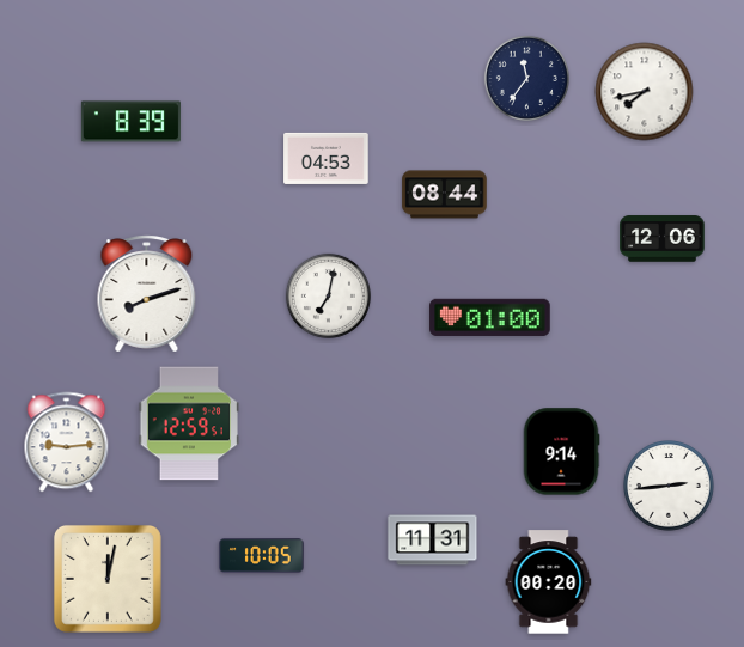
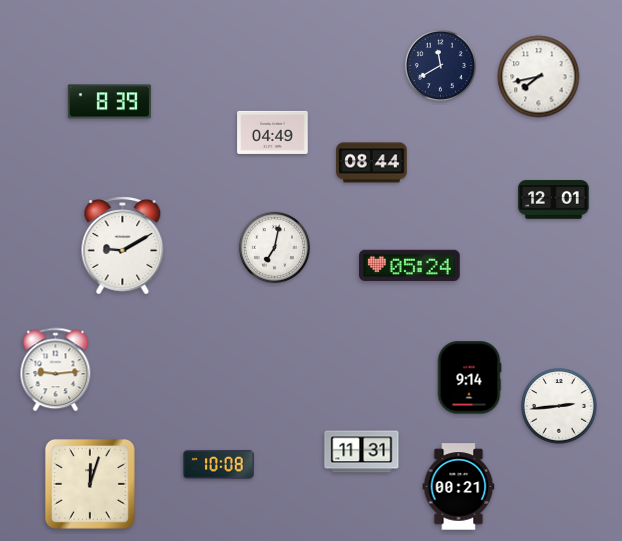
clock at (526, 78): 11:36 -> 11:40
clock at (327, 158): 04:53 -> 04:49
clock at (663, 239): 12:06 -> 12:01
clock at (147, 294): 8:12 -> 9:10
clock at (490, 317): 01:00 -> 05:24
clock at (188, 423): 12:59 -> none
clock at (262, 556): 10:05 -> 10:08
clock at (108, 579): 12:02 -> 12:03
clock at (549, 582): 00:20 -> 00:21
